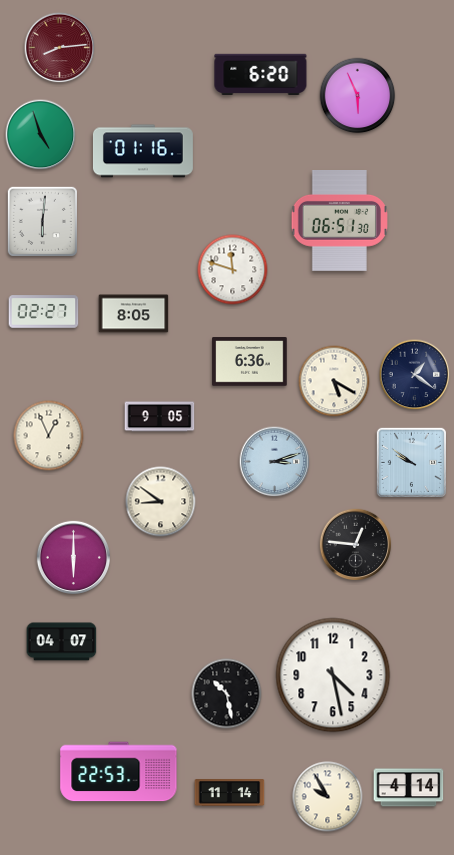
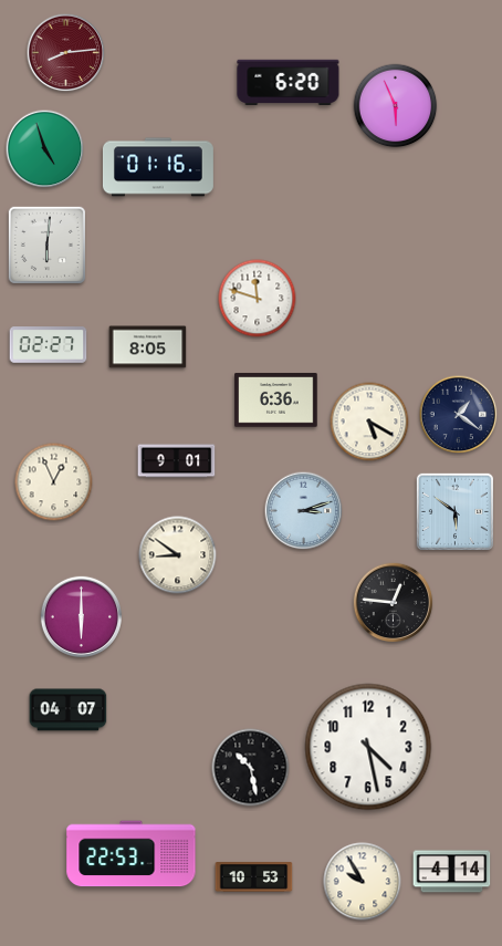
clock at (339, 221): 06:51 -> none
clock at (160, 417): 9:05 -> 9:01
clock at (411, 462): 9:51 -> 5:51
clock at (230, 793): 11:14 -> 10:53
